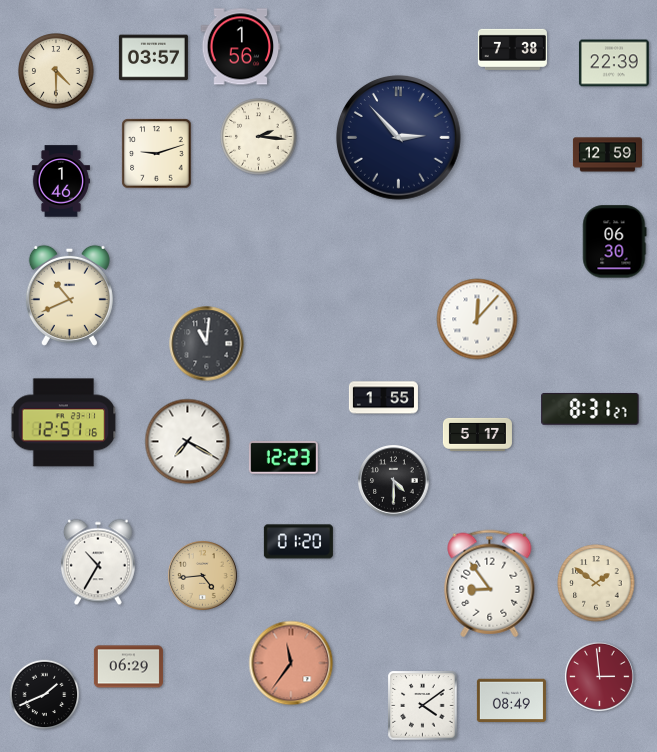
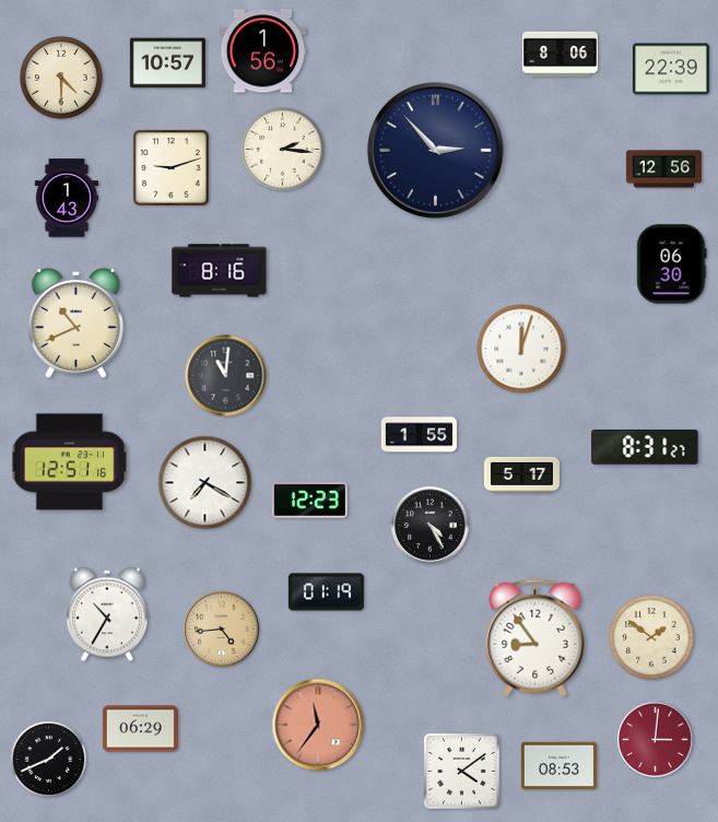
clock at (512, 49): 7:38 -> 8:06
clock at (153, 58): 03:57 -> 10:57
clock at (607, 155): 12:59 -> 12:56
clock at (61, 181): 1:46 -> 1:43
clock at (220, 271): none -> 8:16
clock at (477, 319): 12:07 -> 12:03
clock at (394, 481): 4:30 -> 4:25
clock at (298, 542): 01:20 -> 01:19
clock at (600, 677): 2:59 -> 3:01
clock at (511, 701): 08:49 -> 08:53
